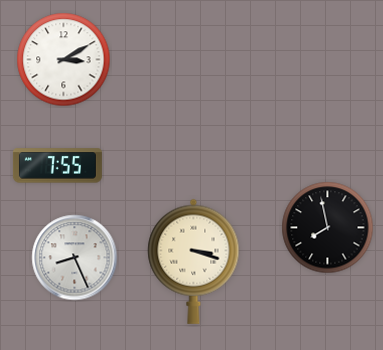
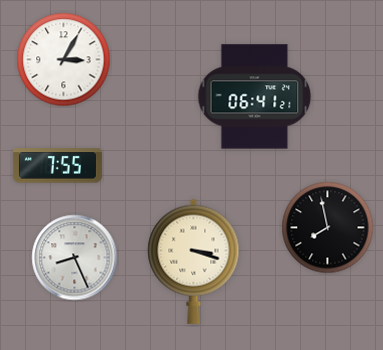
clock at (64, 60): 3:10 -> 3:05
clock at (255, 97): none -> 06:41
